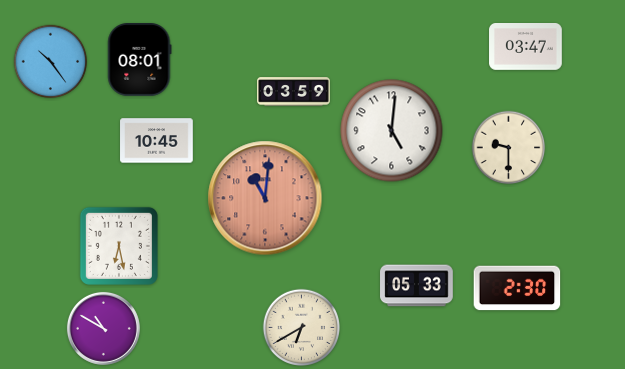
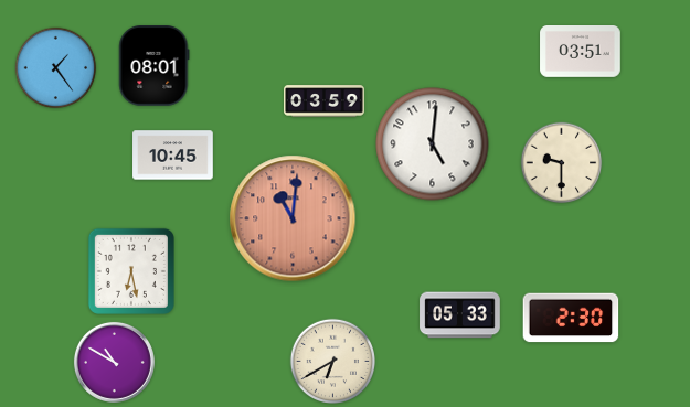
clock at (526, 47): 03:47 -> 03:51
clock at (51, 62): 10:24 -> 1:24
